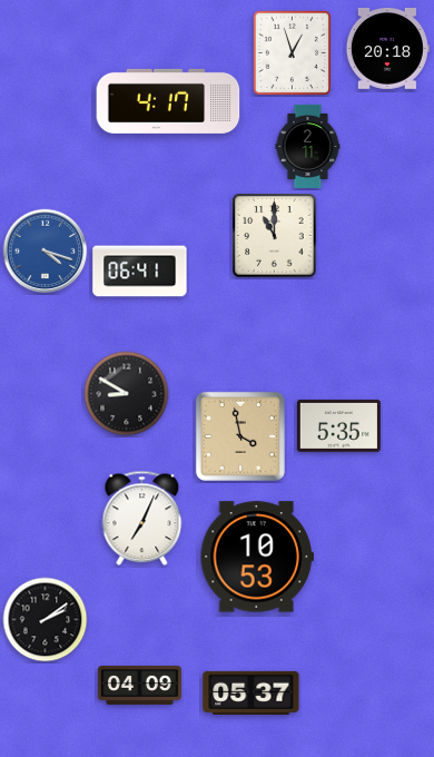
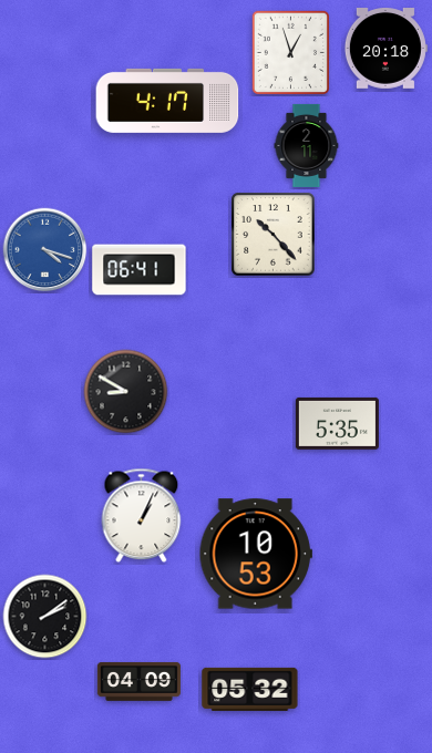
clock at (275, 236): 11:00 -> 10:23
clock at (240, 436): 3:58 -> none
clock at (142, 519): 7:04 -> 1:04
clock at (251, 692): 05:37 -> 05:32
